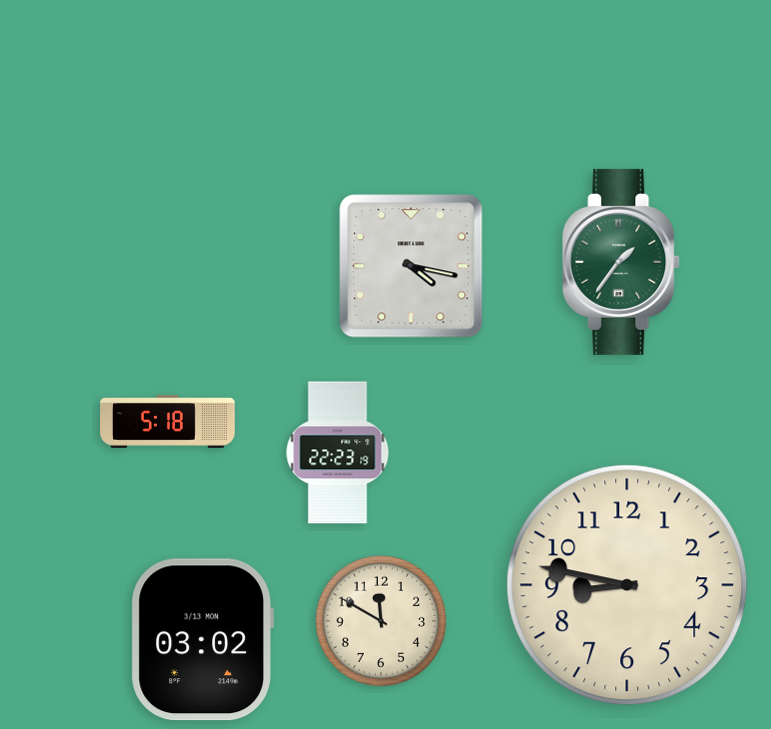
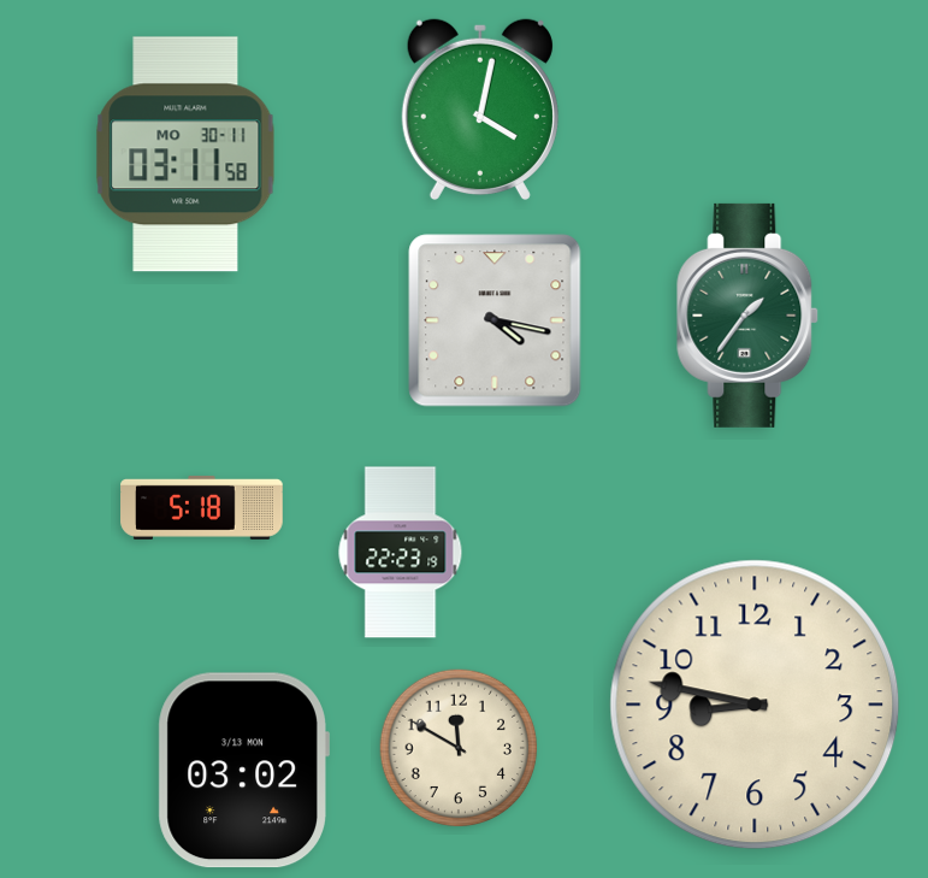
clock at (480, 110): none -> 4:02
clock at (185, 154): none -> 03:11
clock at (338, 453) position: (338, 453) -> (401, 553)
